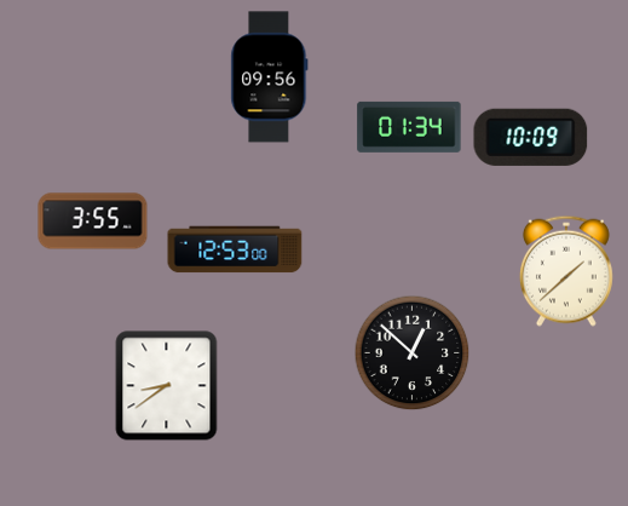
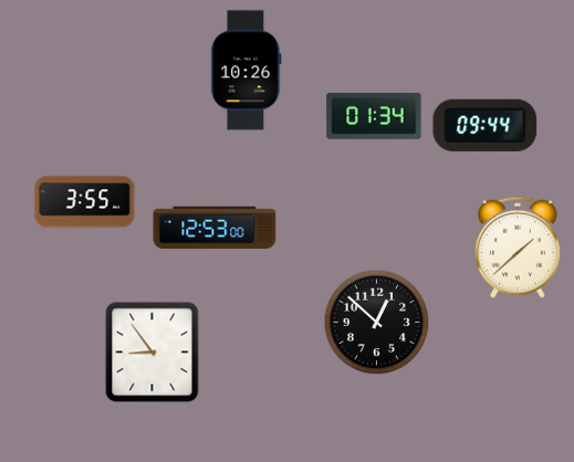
clock at (270, 77): 09:56 -> 10:26
clock at (531, 137): 10:09 -> 09:44
clock at (167, 386): 8:39 -> 8:54
